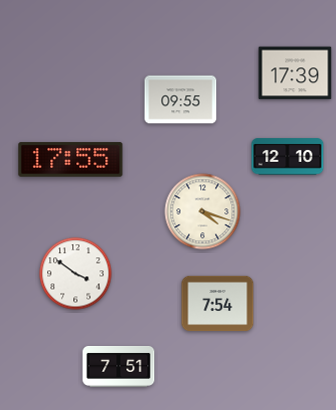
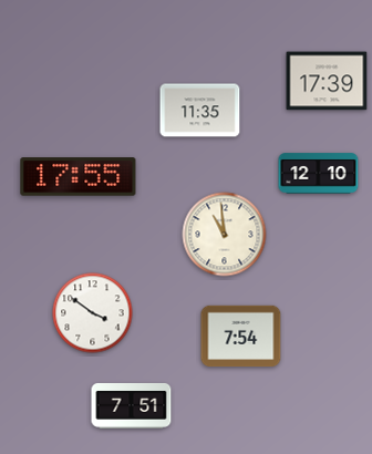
clock at (181, 100): 09:55 -> 11:35
clock at (203, 212): 4:18 -> 10:59
clock at (76, 274) position: (76, 274) -> (93, 313)
